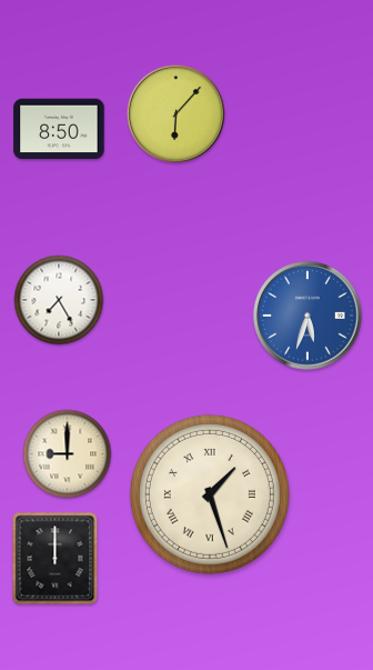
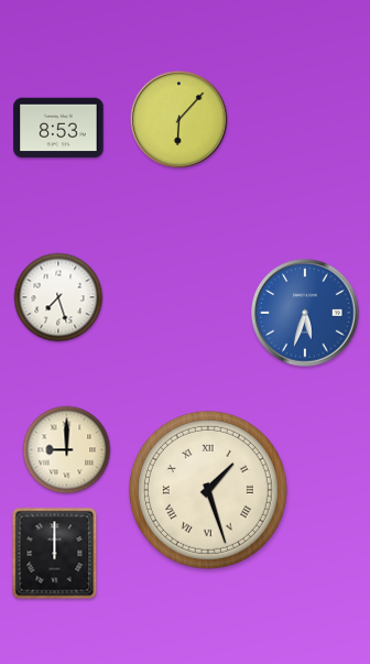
clock at (175, 113) position: (175, 113) -> (178, 119)
clock at (59, 129): 8:50 -> 8:53
clock at (59, 300): 7:25 -> 7:27
